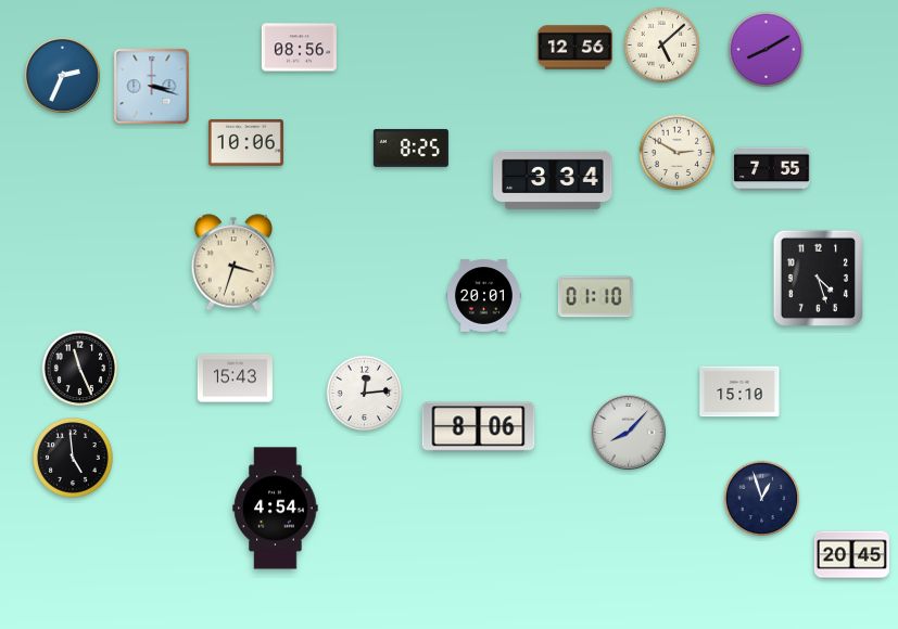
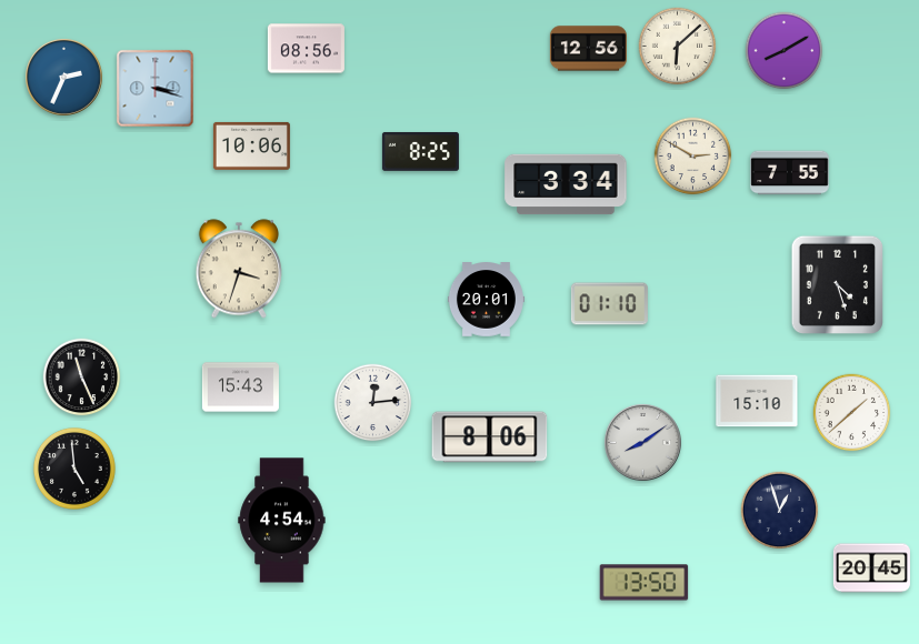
clock at (662, 46): 5:08 -> 6:08
clock at (483, 296) position: (483, 296) -> (486, 300)
clock at (852, 413): none -> 1:38
clock at (629, 433): 8:07 -> 8:09
clock at (645, 583): none -> 13:50
